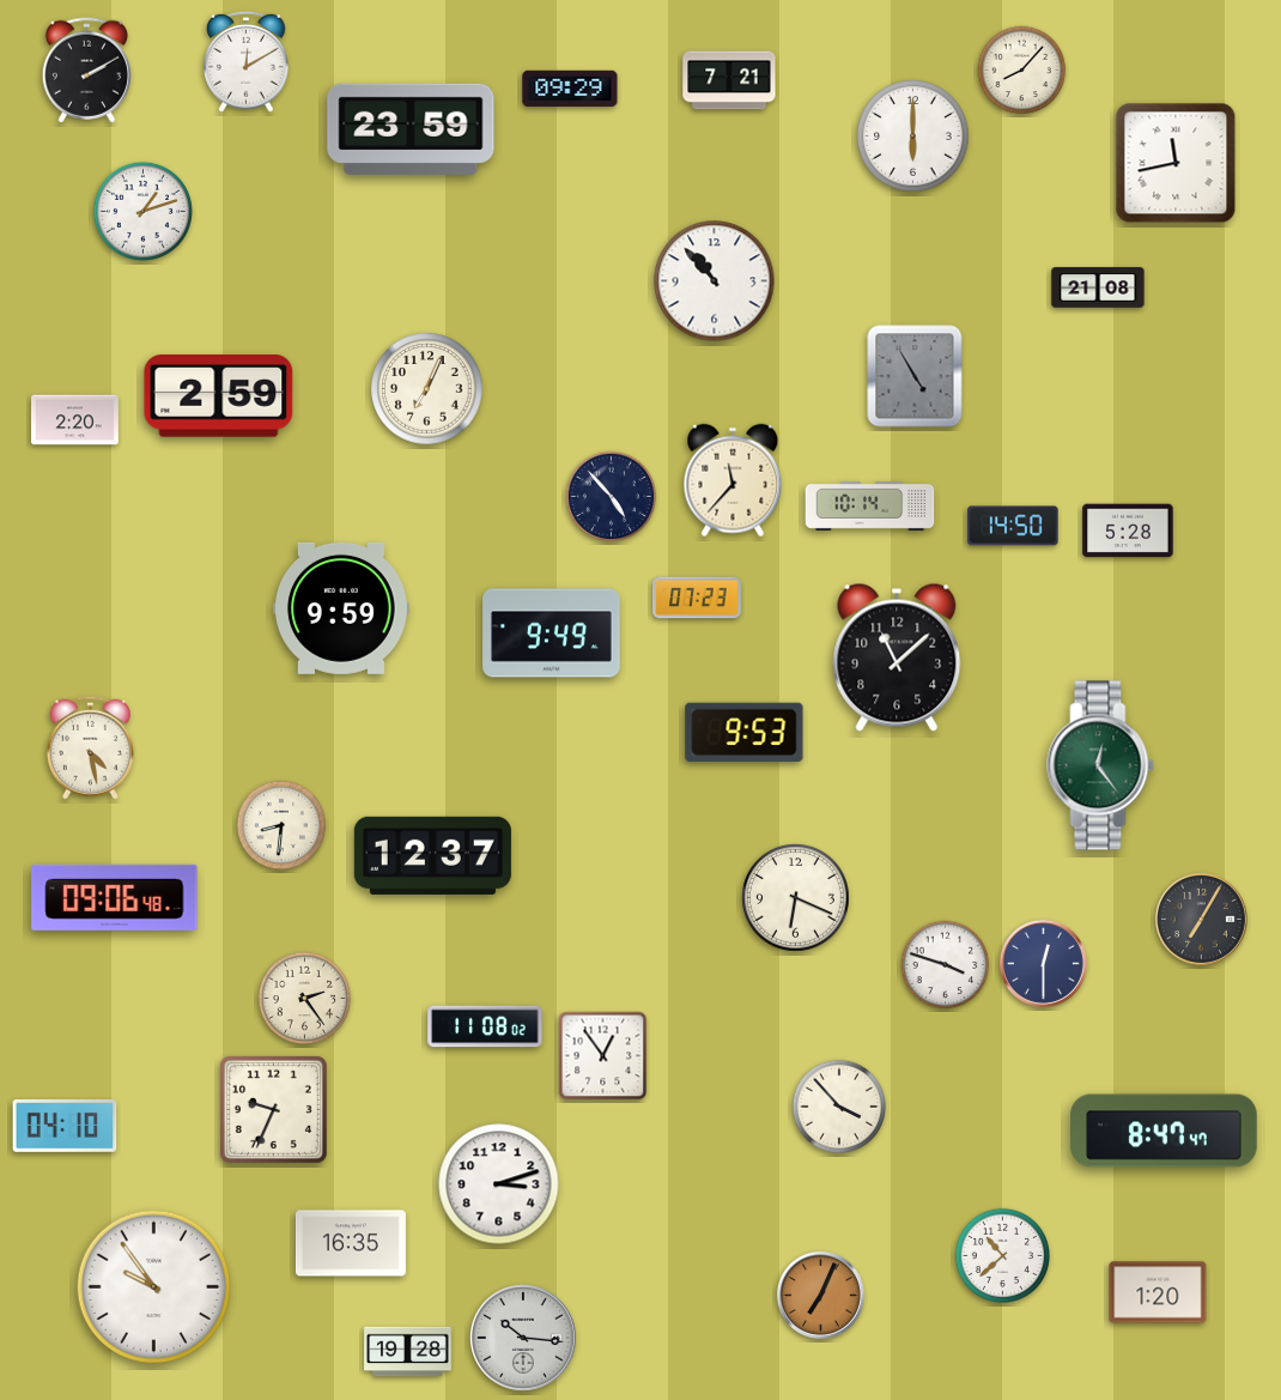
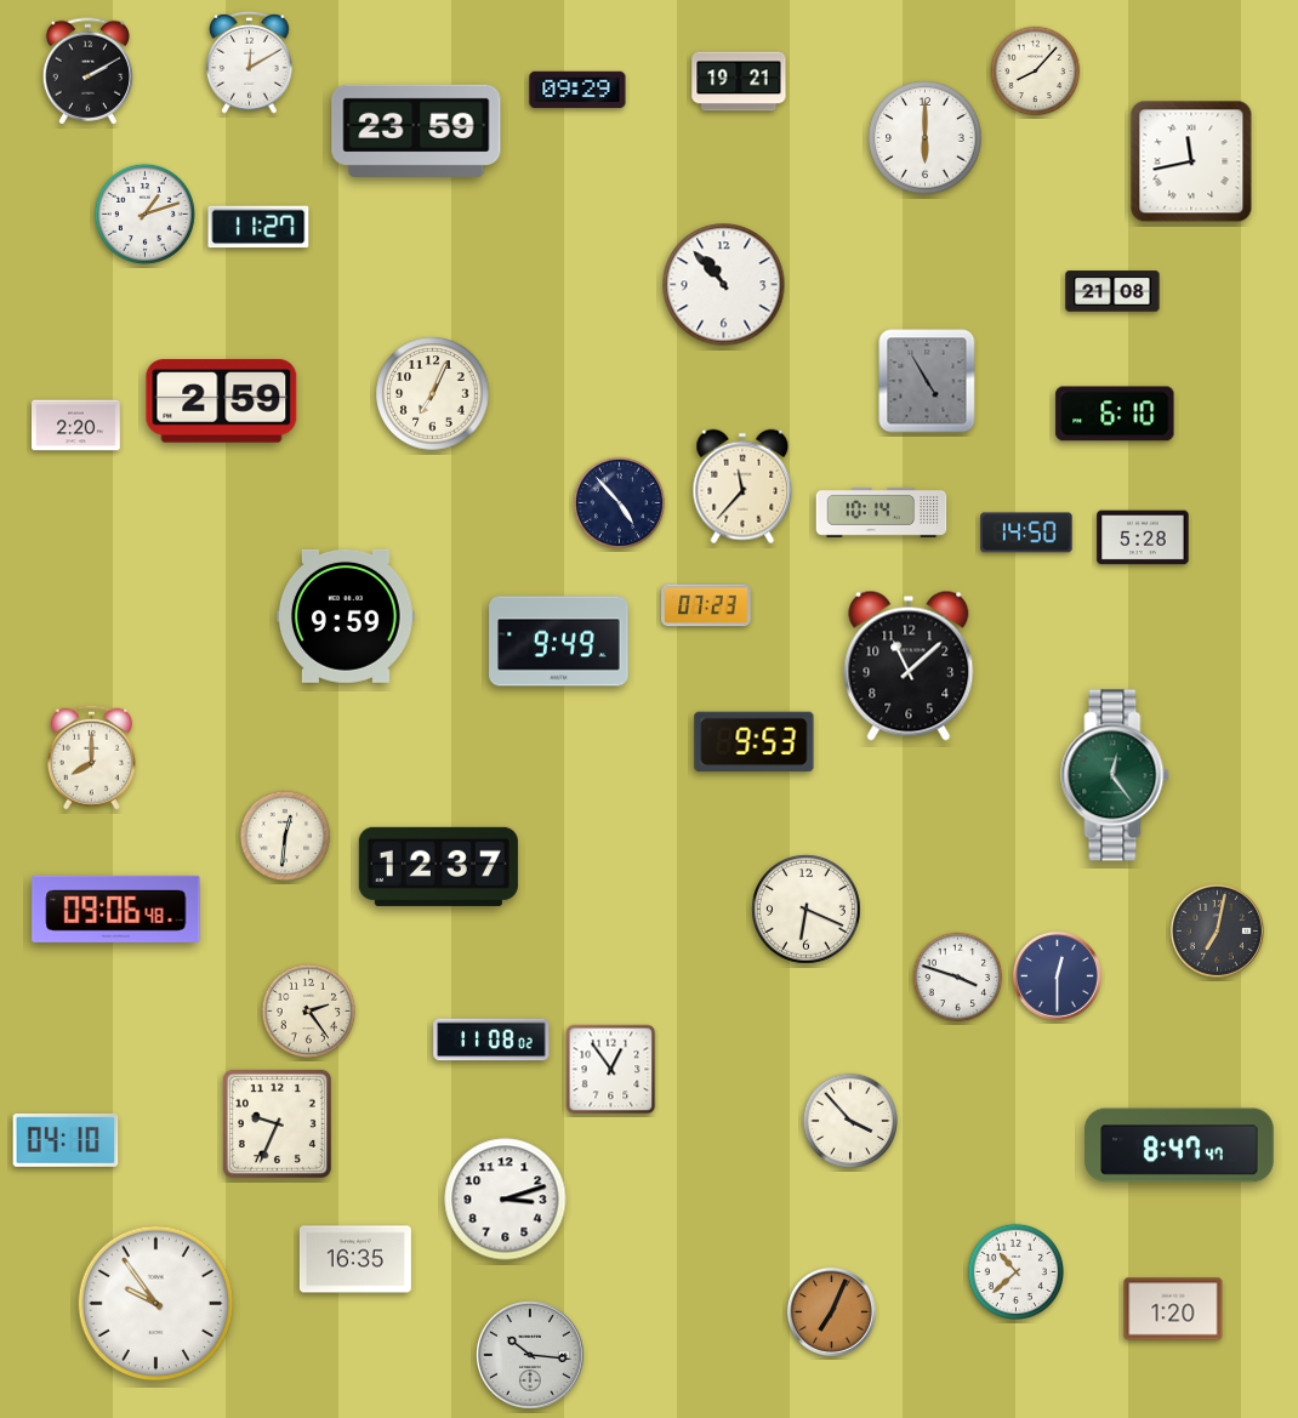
clock at (729, 80): 7:21 -> 19:21
clock at (1176, 163) position: (1176, 163) -> (1191, 161)
clock at (258, 227): none -> 11:27
clock at (1115, 414): none -> 6:10
clock at (90, 747): 4:28 -> 8:00
clock at (281, 825): 8:31 -> 12:31
clock at (1201, 919): 7:05 -> 7:02
clock at (408, 1352): 19:28 -> none
